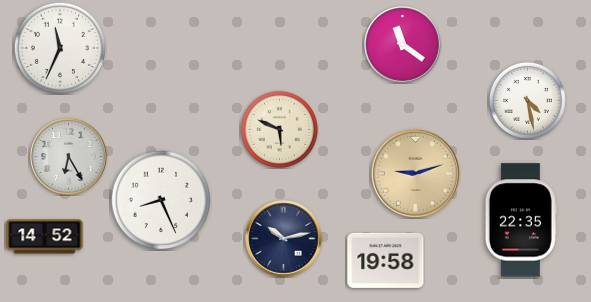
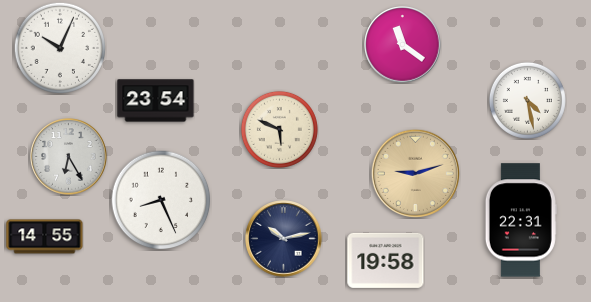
clock at (59, 47): 11:34 -> 10:04
clock at (156, 101): none -> 23:54
clock at (521, 220): 22:35 -> 22:31
clock at (45, 237): 14:52 -> 14:55
